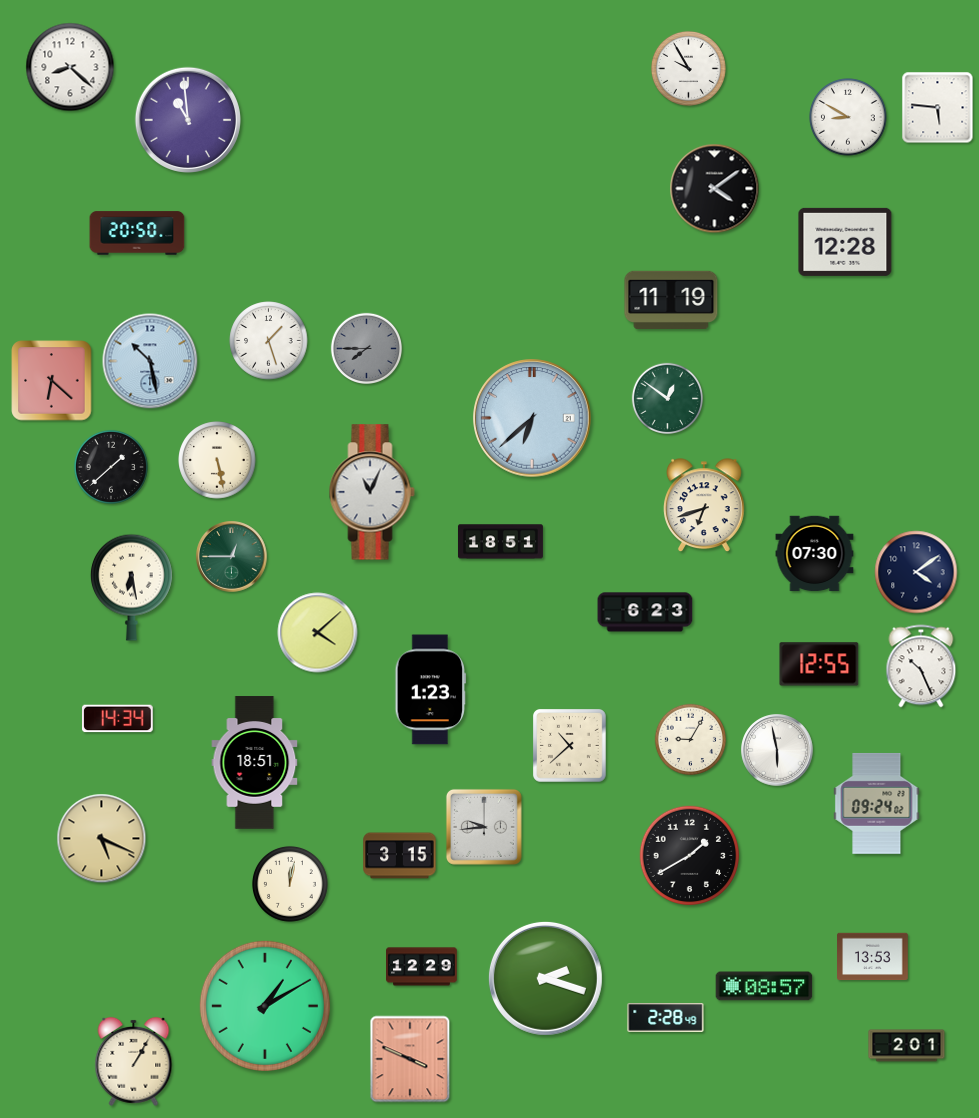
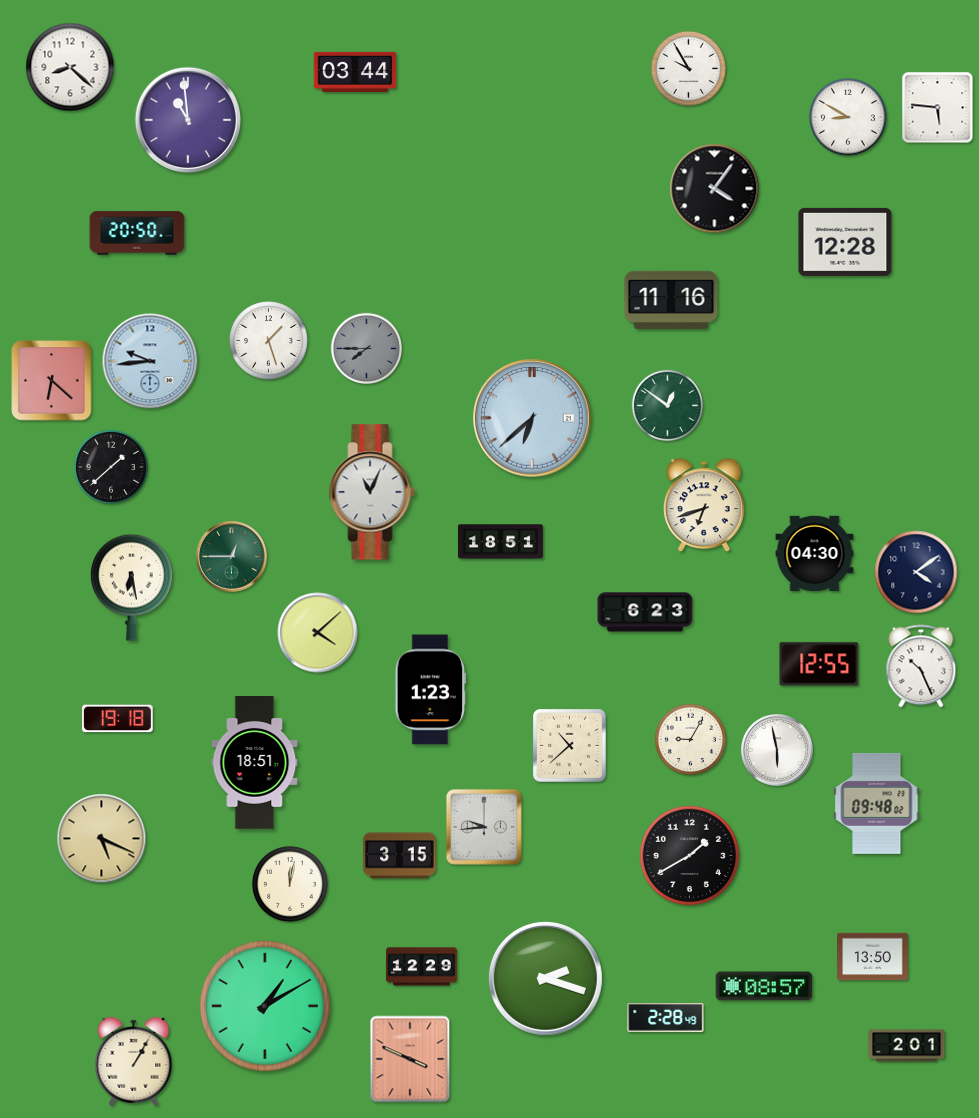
clock at (355, 72): none -> 03:44
clock at (715, 189): 4:09 -> 4:06
clock at (671, 299): 11:19 -> 11:16
clock at (150, 361): 10:28 -> 9:44
clock at (668, 399) position: (668, 399) -> (668, 406)
clock at (217, 460): 5:28 -> none
clock at (815, 554): 07:30 -> 04:30
clock at (118, 719): 14:34 -> 19:18
clock at (877, 803): 09:24 -> 09:48
clock at (873, 957): 13:53 -> 13:50
